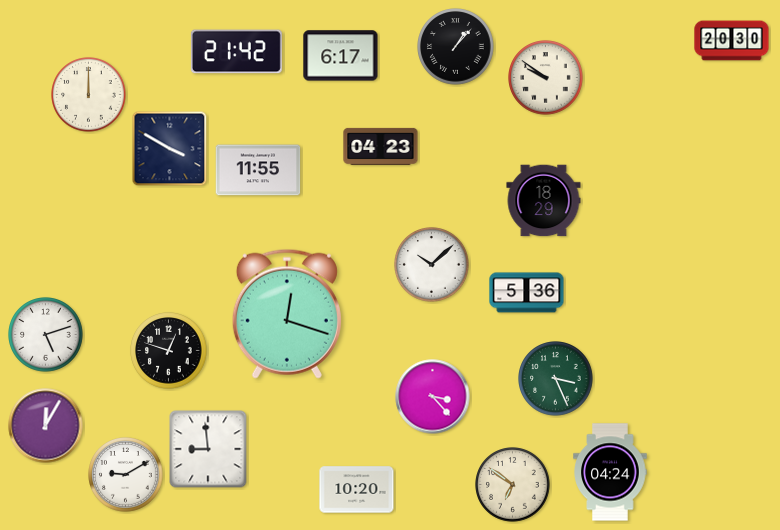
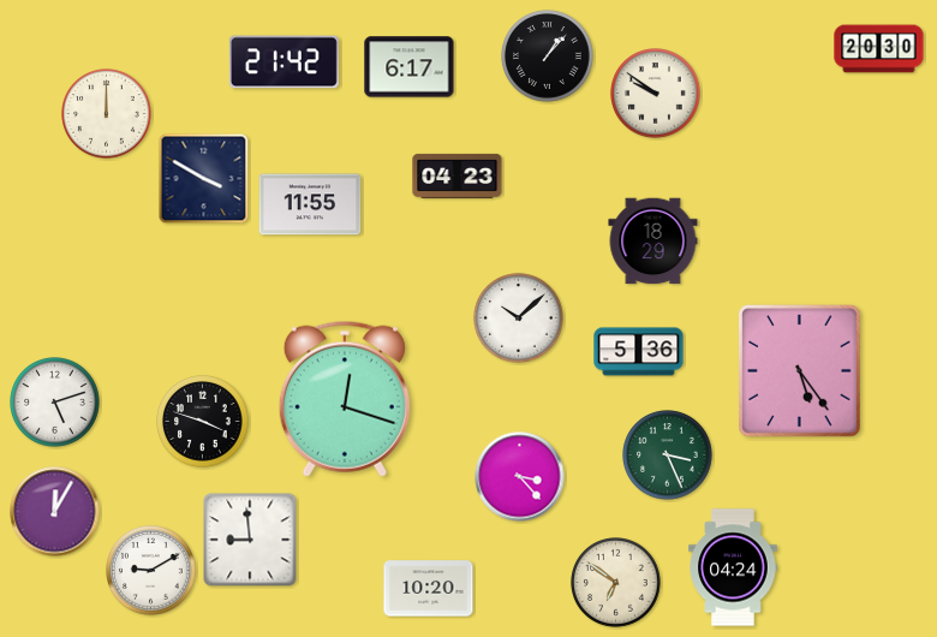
clock at (527, 293) position: (527, 293) -> (639, 352)
clock at (800, 371): none -> 5:24
clock at (287, 314) position: (287, 314) -> (345, 399)
clock at (169, 351): 12:48 -> 3:48
